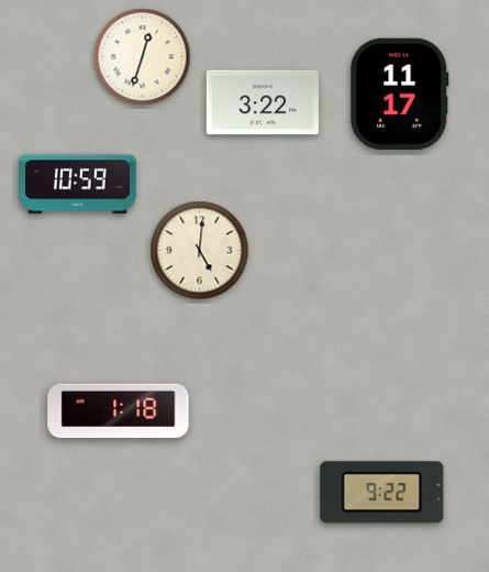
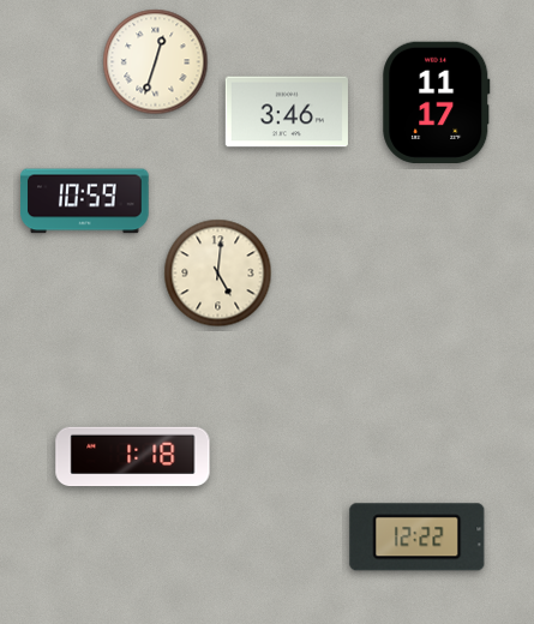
clock at (263, 102): 3:22 -> 3:46
clock at (119, 411) position: (119, 411) -> (133, 457)
clock at (382, 493): 9:22 -> 12:22
